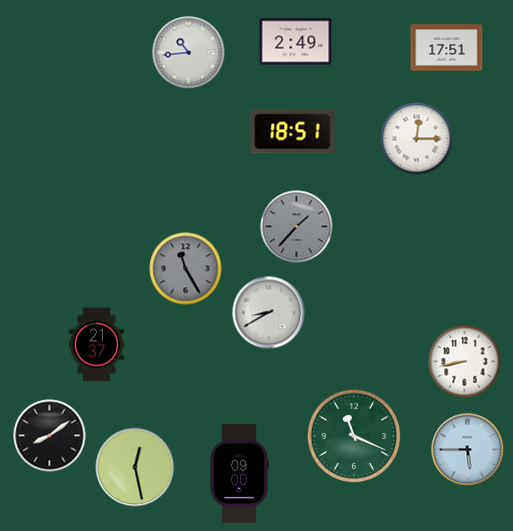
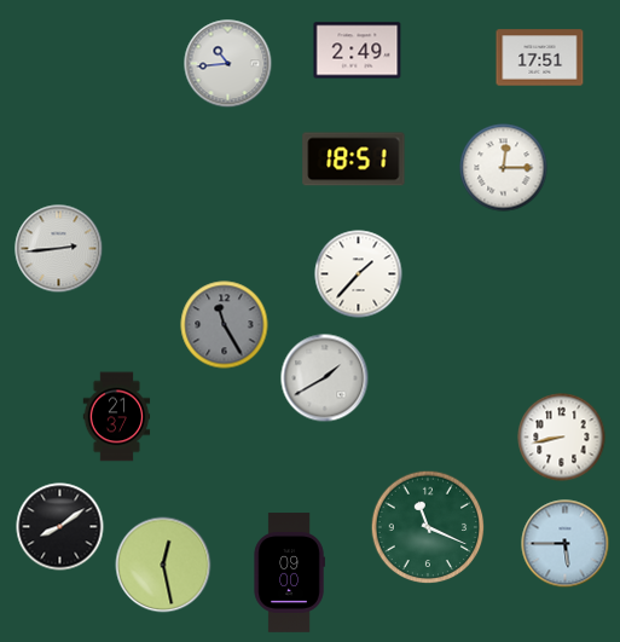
clock at (59, 249): none -> 2:44
clock at (297, 227) dial: grey -> white
clock at (269, 313): 8:40 -> 1:40
